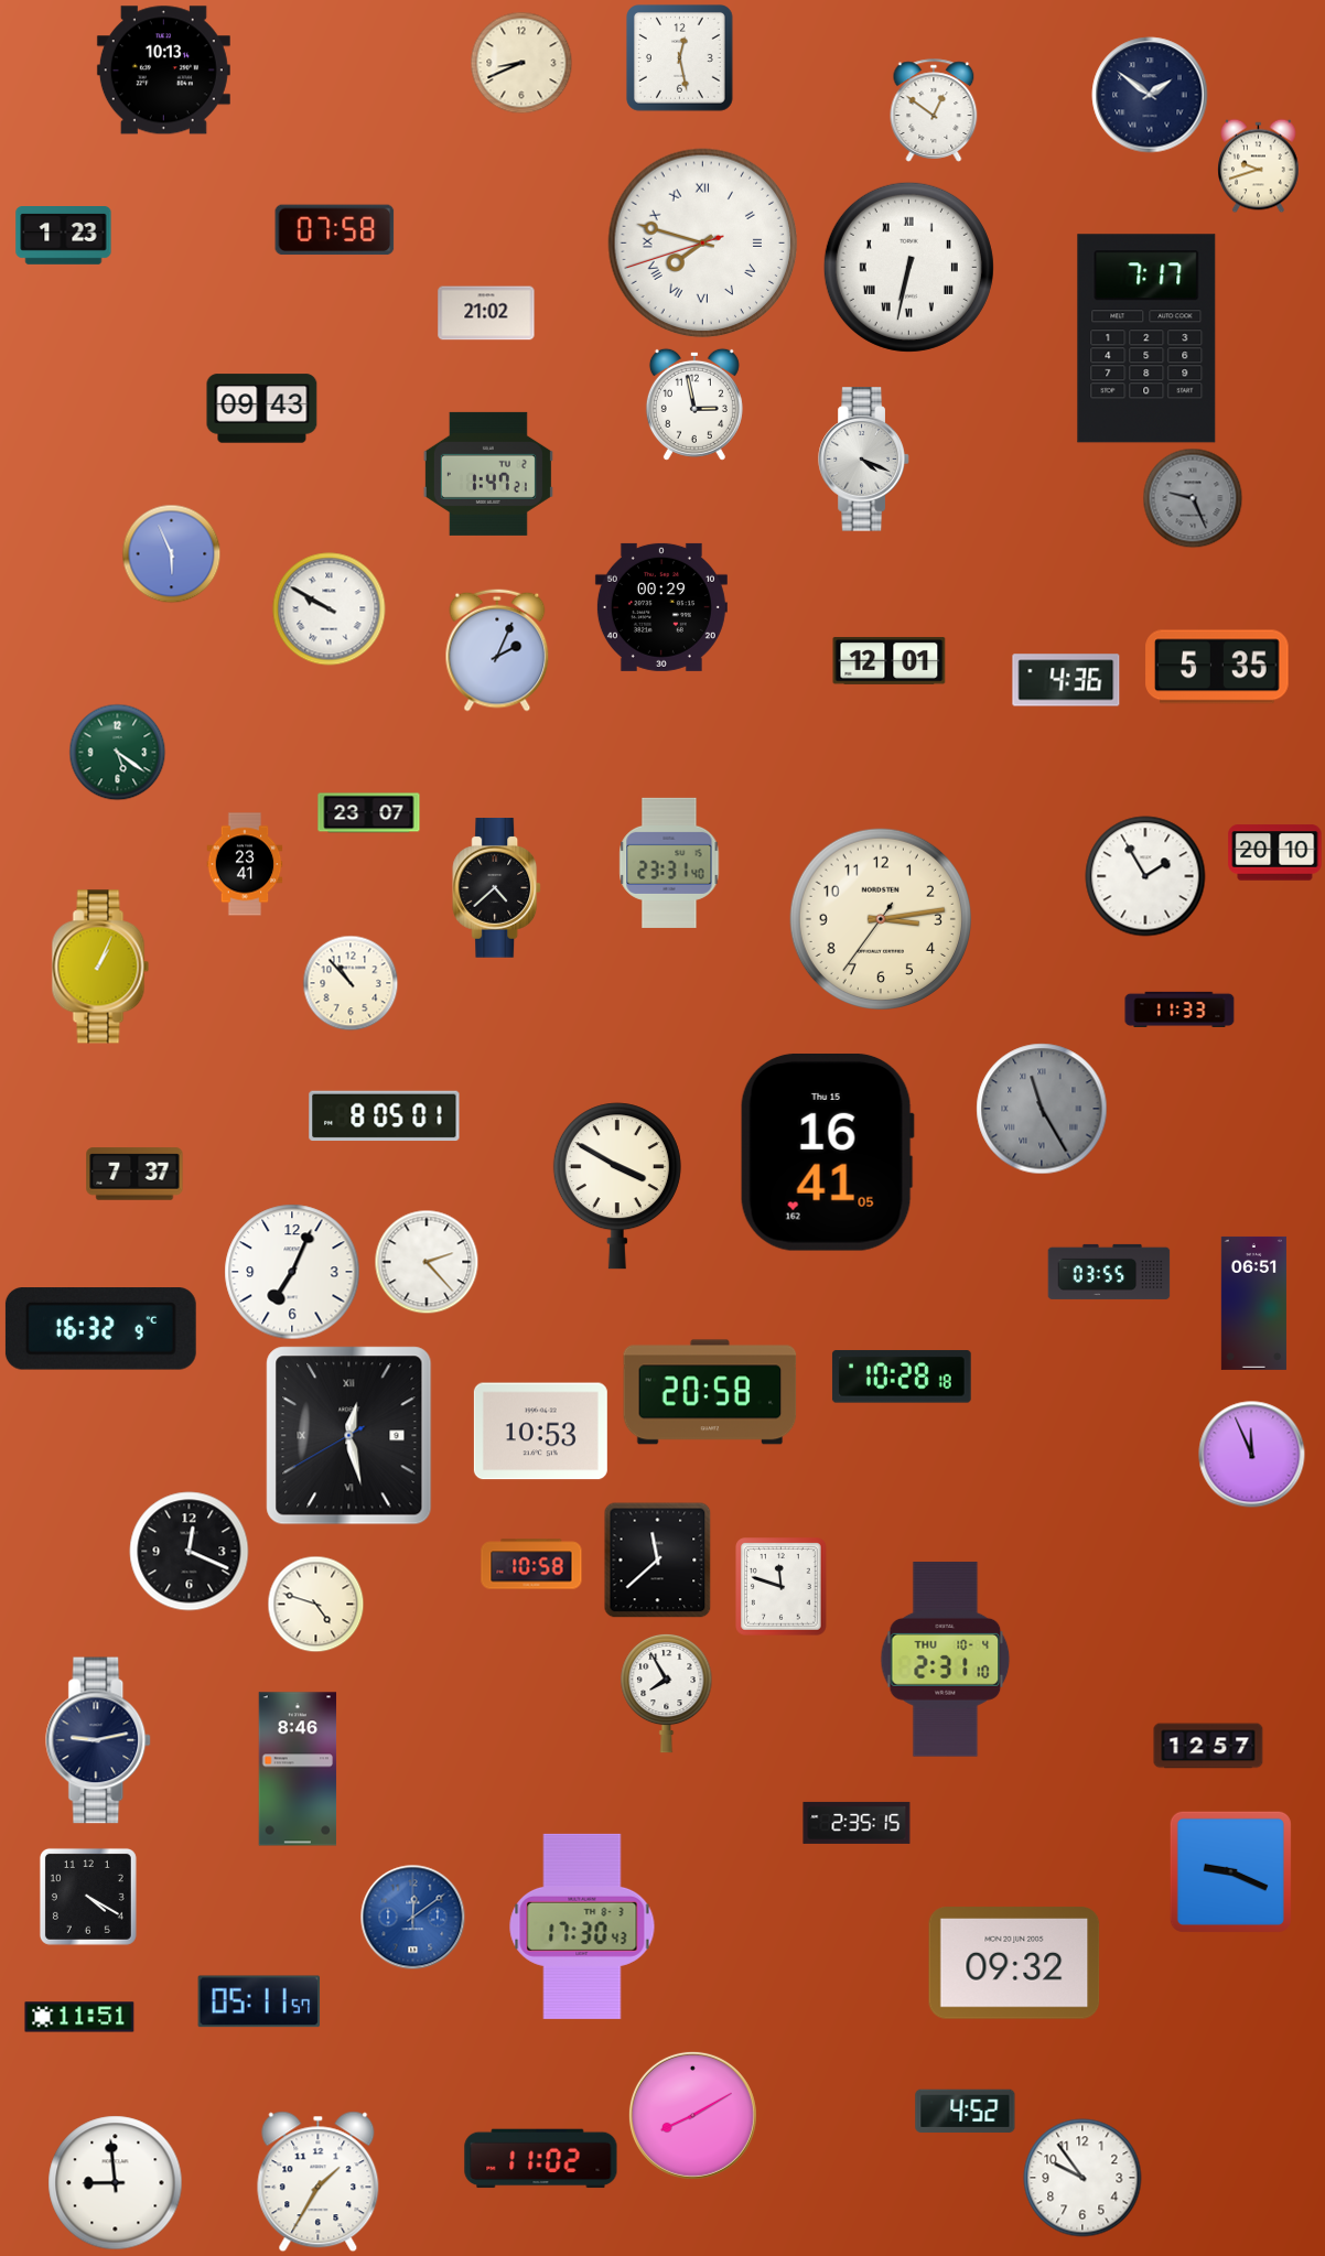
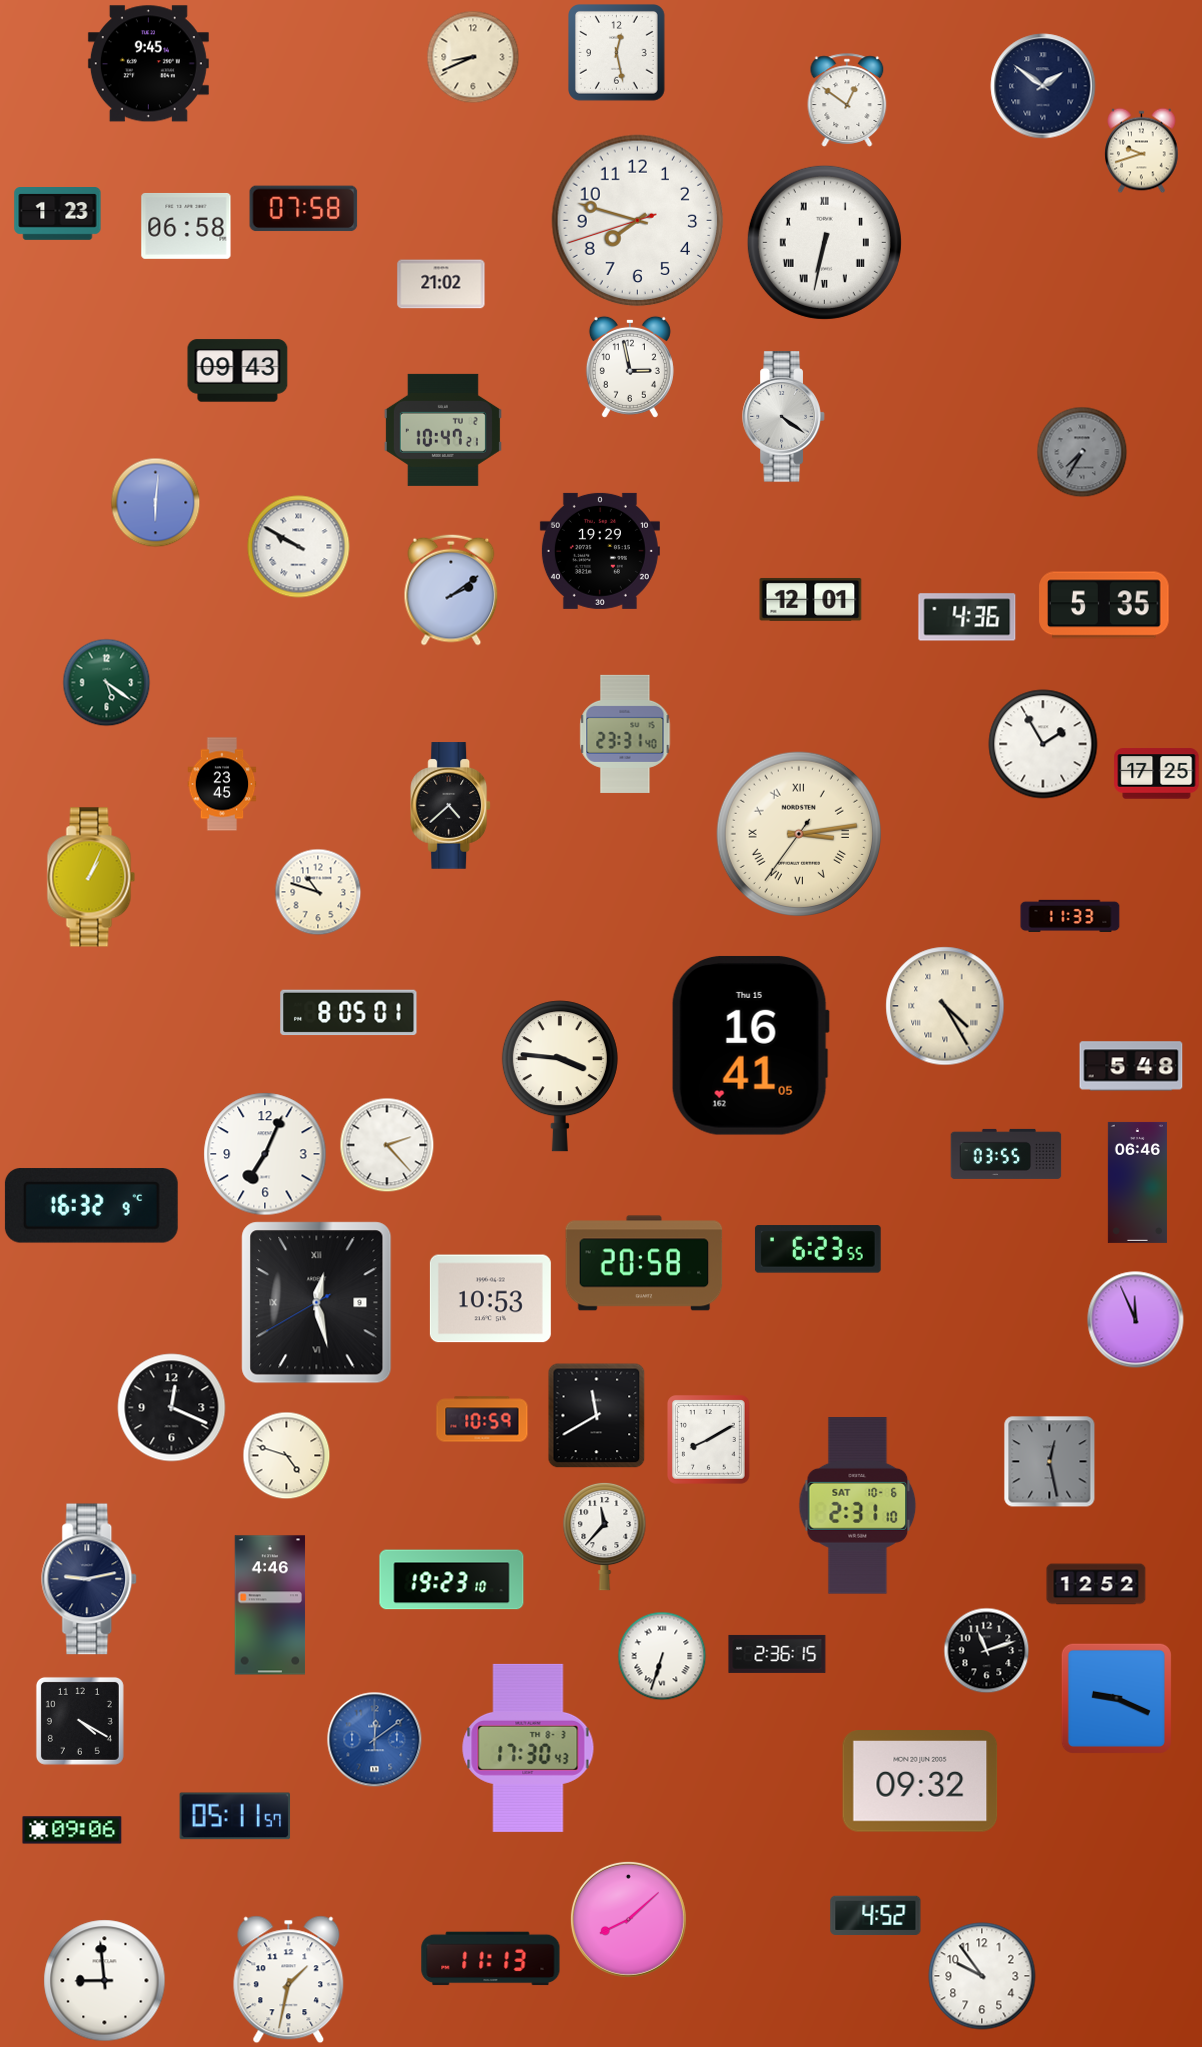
clock at (163, 71): 10:13 -> 9:45
clock at (703, 244) numerals: Roman -> Arabic
clock at (186, 226): none -> 06:58
clock at (1146, 338): 7:17 -> none
clock at (864, 460): 4:19 -> 4:21
clock at (488, 474): 1:47 -> 10:47
clock at (1193, 498): 9:26 -> 7:35
clock at (171, 553): 5:56 -> 6:01
clock at (661, 607): 00:29 -> 19:29
clock at (330, 609) position: (330, 609) -> (299, 547)
clock at (497, 650): 2:04 -> 2:09
clock at (890, 660) position: (890, 660) -> (811, 599)
clock at (369, 813): 23:07 -> none
clock at (1275, 853): 20:10 -> 17:25
clock at (669, 863) position: (669, 863) -> (625, 734)
clock at (245, 864): 23:41 -> 23:45
clock at (1145, 876) position: (1145, 876) -> (1043, 744)
clock at (880, 918) numerals: Arabic -> Roman
clock at (351, 983): 10:53 -> 10:48
clock at (1042, 1109): 11:25 -> 4:25
clock at (1042, 1109) dial: grey -> cream
clock at (134, 1174): 7:37 -> none
clock at (1131, 1066): none -> 5:48
clock at (617, 1186): 3:50 -> 3:46
clock at (1253, 1303): 06:51 -> 06:46
clock at (902, 1377): 10:28 -> 6:23
clock at (658, 1561): 11:38 -> 11:40
clock at (531, 1564): 10:58 -> 10:59
clock at (782, 1587): 11:48 -> 8:10
clock at (1050, 1462): none -> 12:28
clock at (946, 1660) date: THU 10-4 -> SAT 10-6
clock at (667, 1693): 7:55 -> 11:37
clock at (452, 1580): none -> 19:23
clock at (1208, 1746): 12:57 -> 12:52
clock at (298, 1769): 8:46 -> 4:46
clock at (986, 1650): none -> 11:12
clock at (857, 1823): 2:35 -> 2:36
clock at (662, 1656): none -> 6:33
clock at (79, 2017): 11:51 -> 09:06
clock at (692, 2115): 8:10 -> 8:08
clock at (541, 2159): 11:02 -> 11:13
clock at (319, 2182): 1:35 -> 1:32
